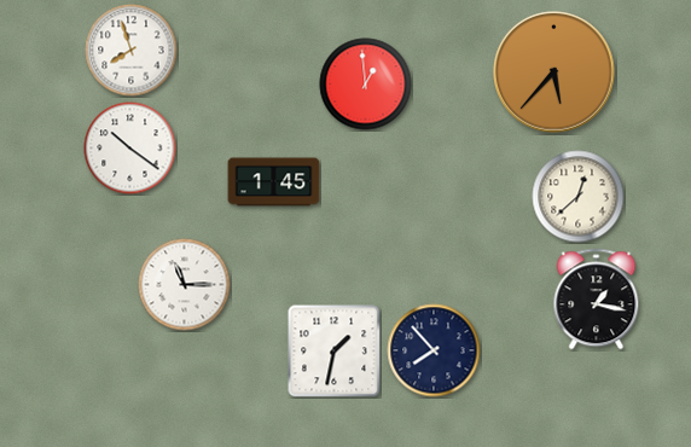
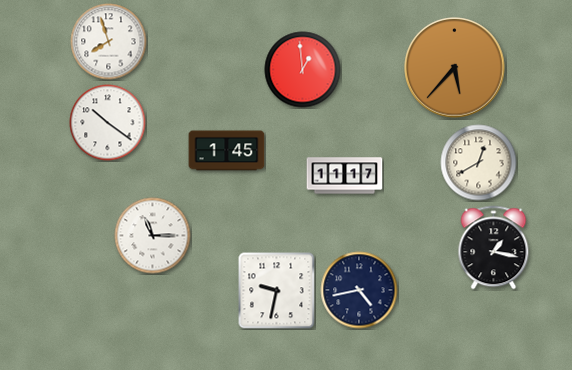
clock at (554, 72) position: (554, 72) -> (455, 68)
clock at (579, 197): 12:38 -> 12:40
clock at (345, 176): none -> 11:17
clock at (434, 350): 7:53 -> 4:43
clock at (335, 352): 1:32 -> 9:32
